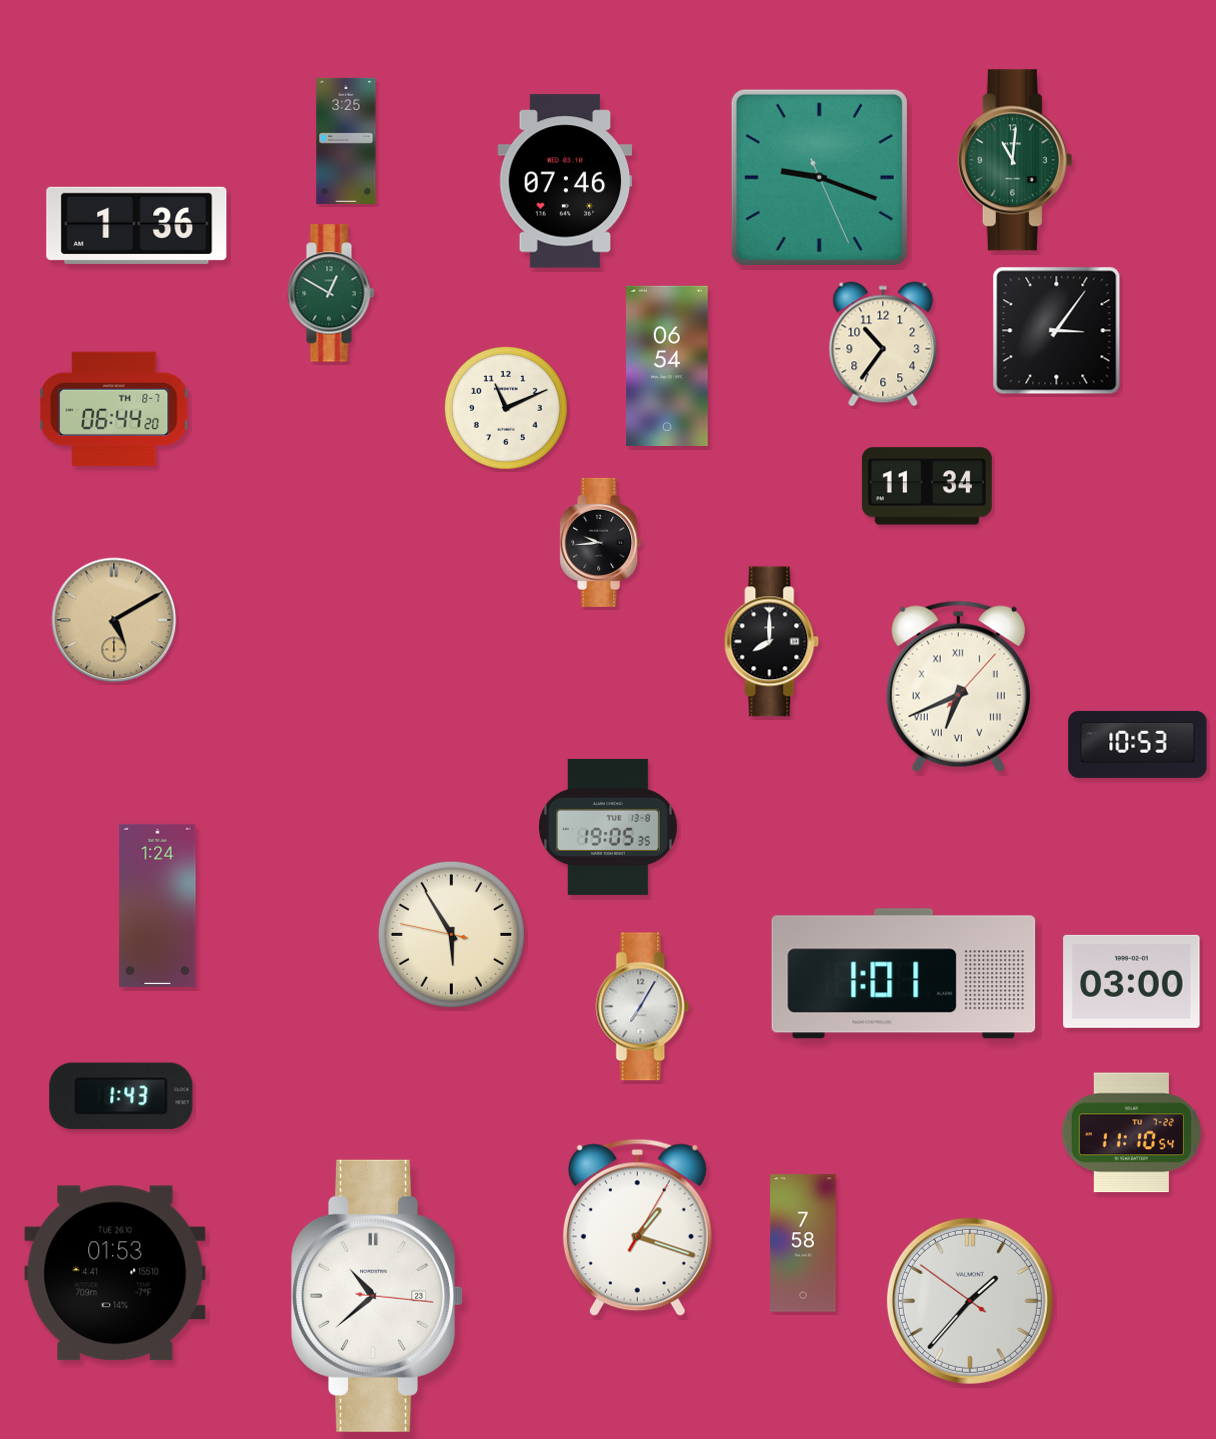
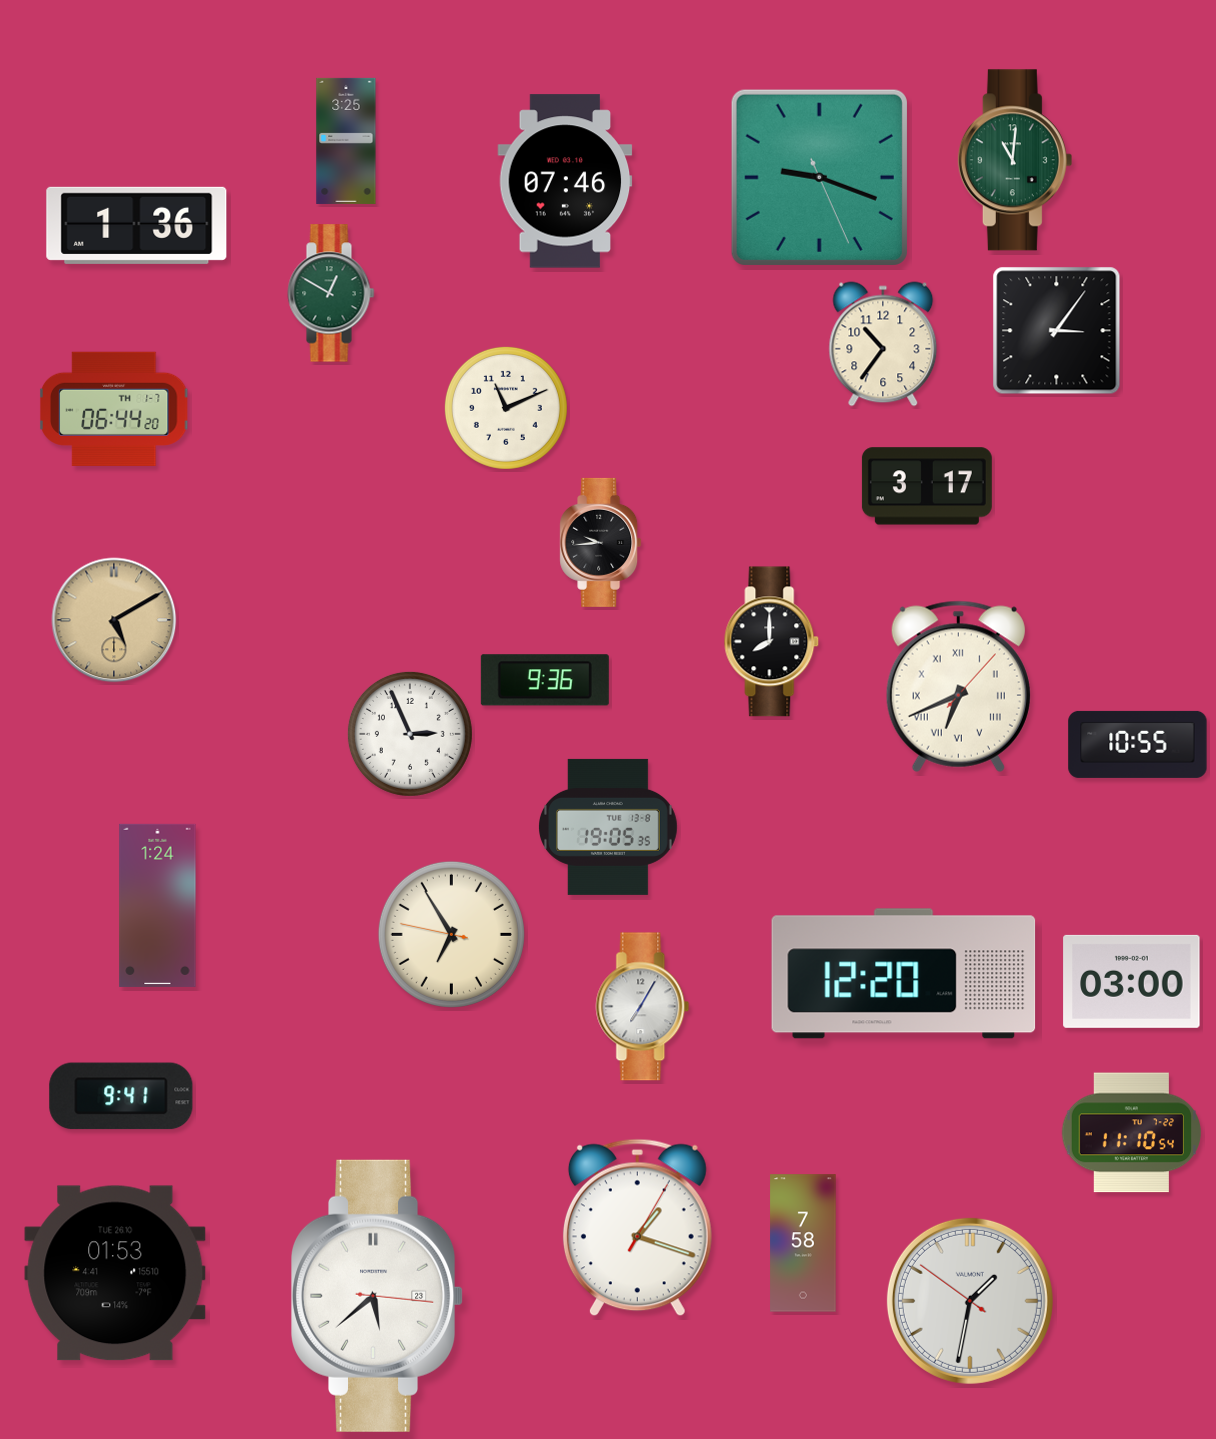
clock at (668, 366): 06:54 -> none
clock at (114, 409) date: TH 8-7 -> TH 1-7
clock at (927, 486): 11:34 -> 3:17
clock at (545, 680): none -> 9:36
clock at (410, 734): none -> 2:56
clock at (1138, 744): 10:53 -> 10:55
clock at (451, 934): 5:54 -> 6:54
clock at (904, 974): 1:01 -> 12:20
clock at (121, 1096): 1:43 -> 9:41
clock at (378, 1296): 10:38 -> 5:38
clock at (970, 1301): 1:36 -> 1:31
